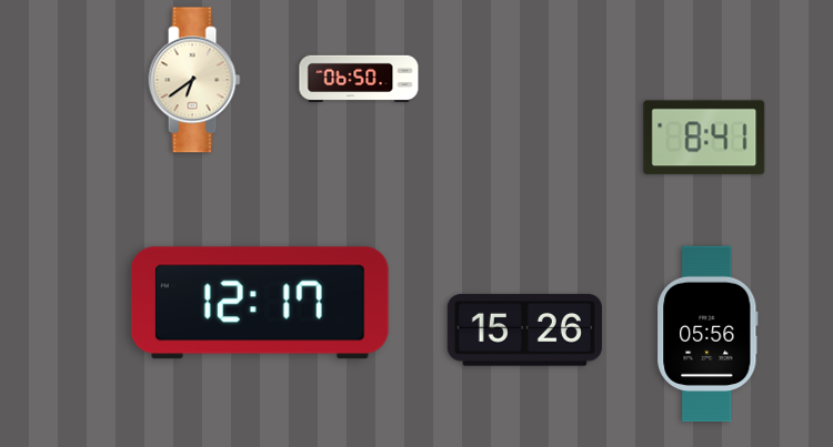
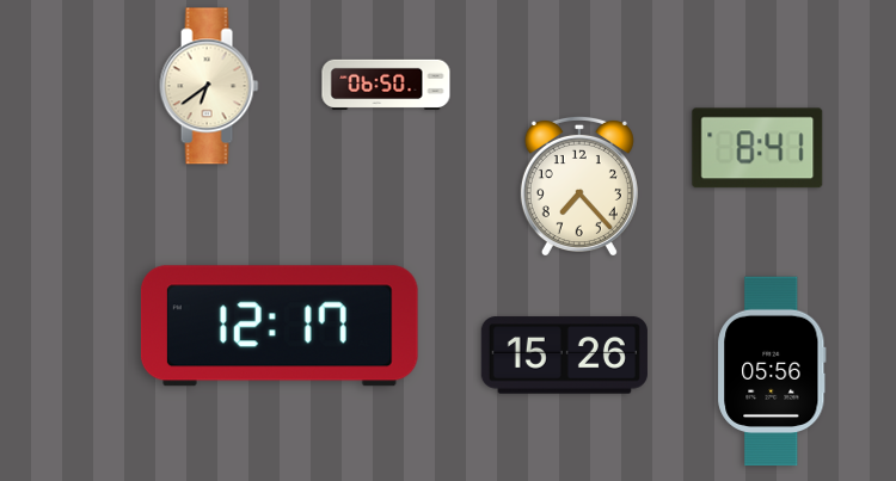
clock at (579, 185): none -> 7:23
clock at (707, 334) position: (707, 334) -> (772, 371)
